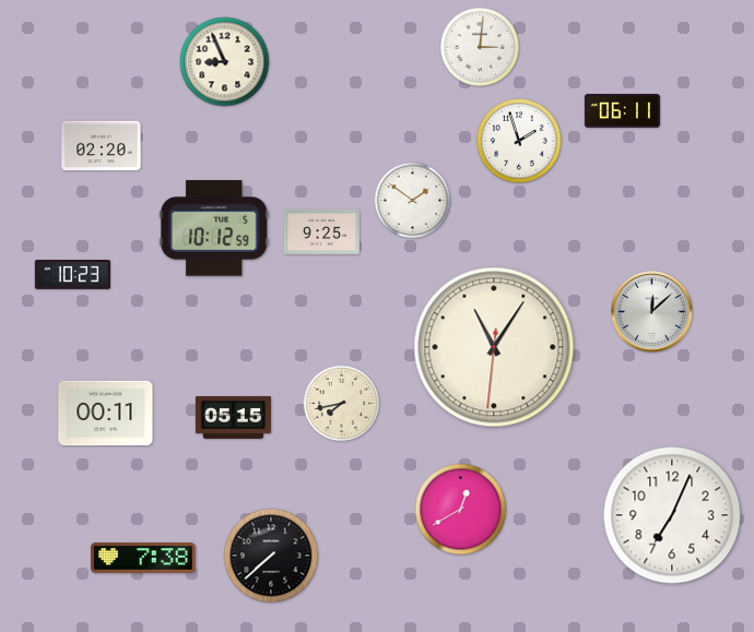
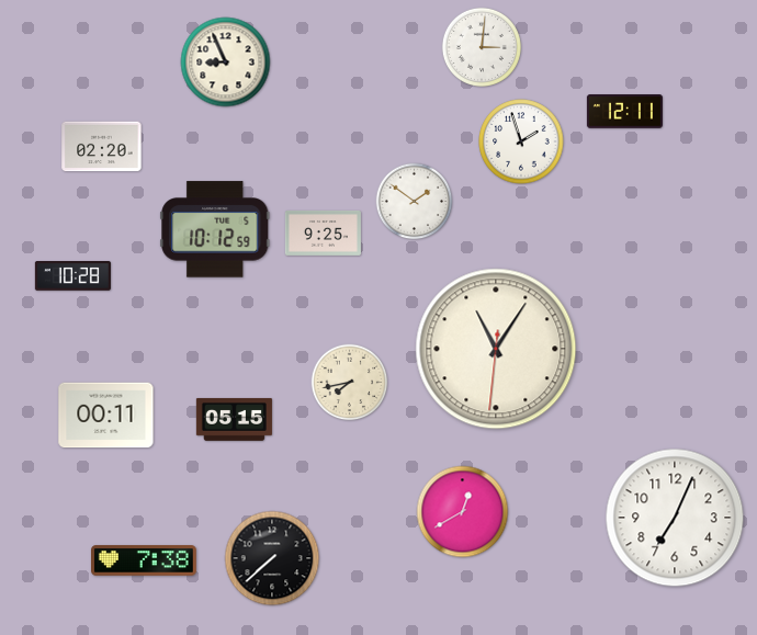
clock at (622, 111): 06:11 -> 12:11
clock at (72, 275): 10:23 -> 10:28
clock at (652, 312): 12:08 -> none
clock at (342, 404) position: (342, 404) -> (350, 383)
